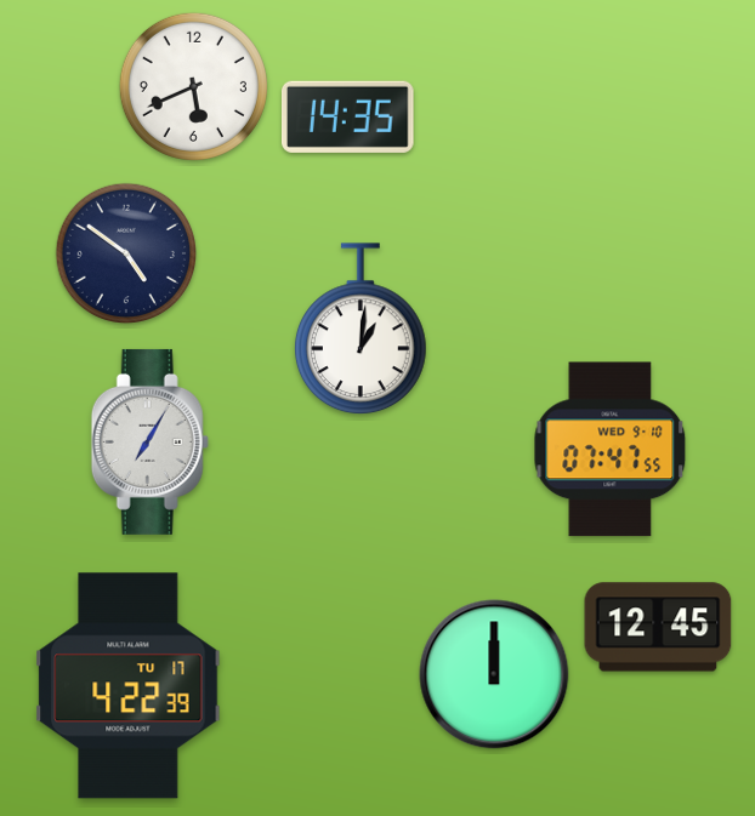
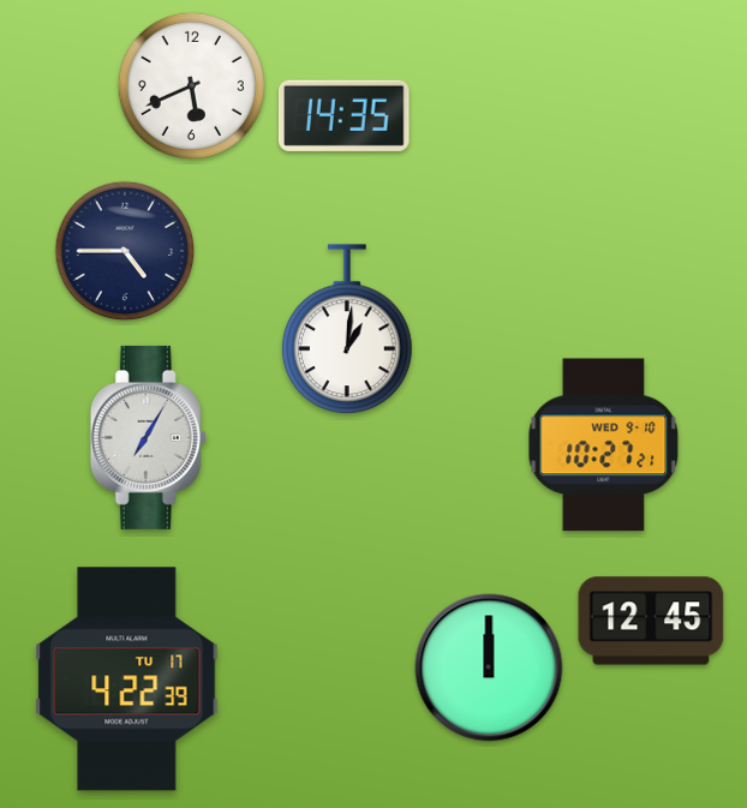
clock at (125, 252): 4:51 -> 4:45
clock at (362, 330) position: (362, 330) -> (348, 330)
clock at (611, 450): 07:47 -> 10:27
